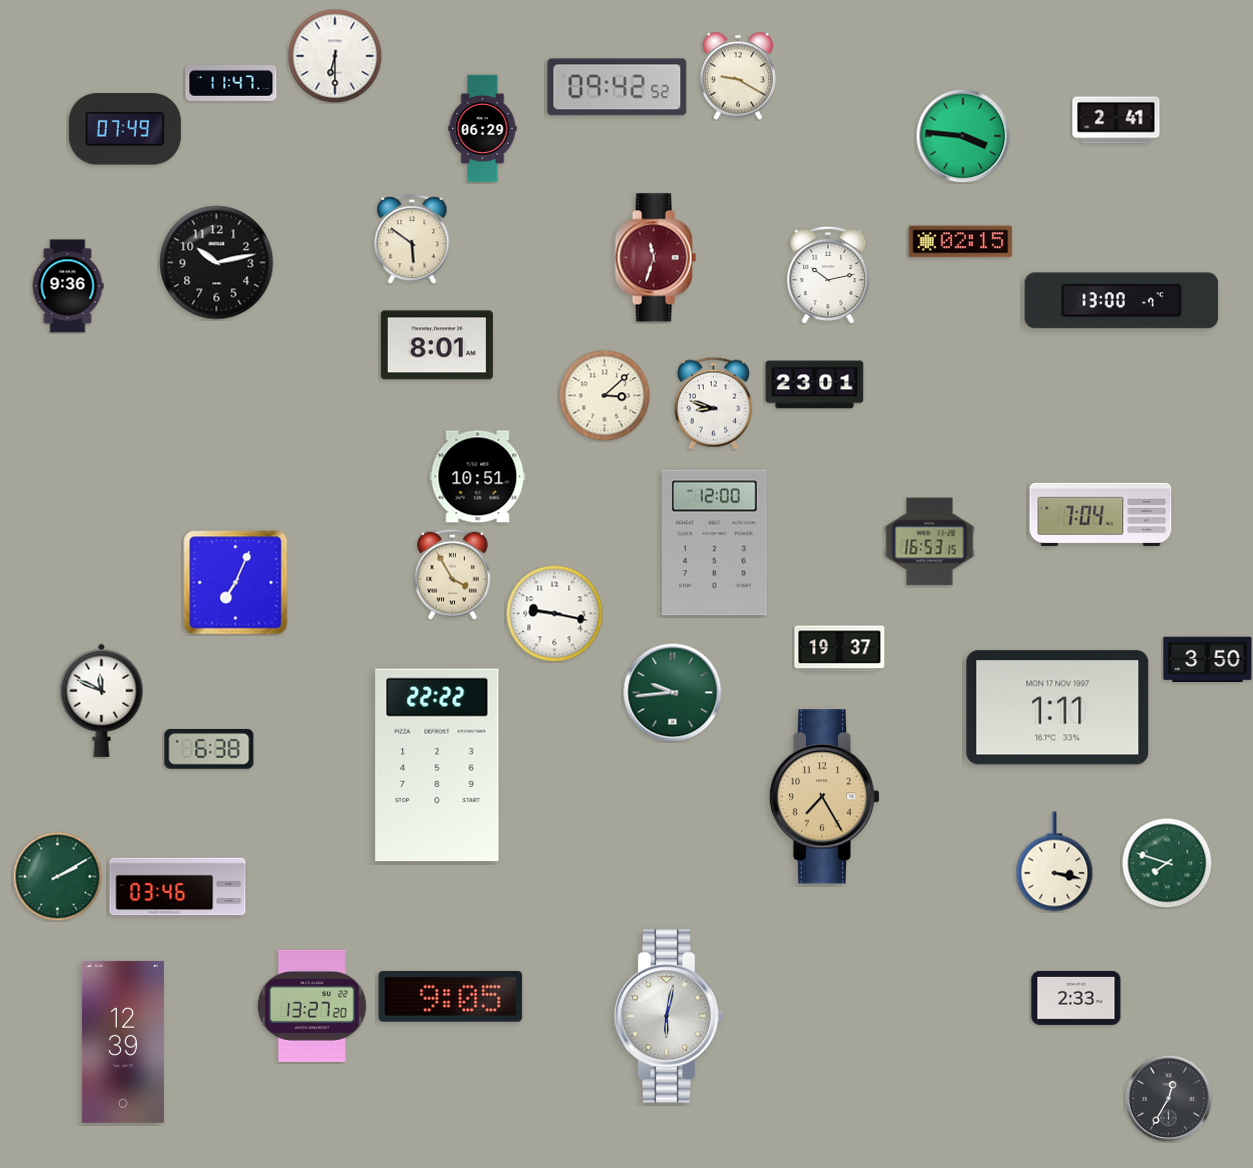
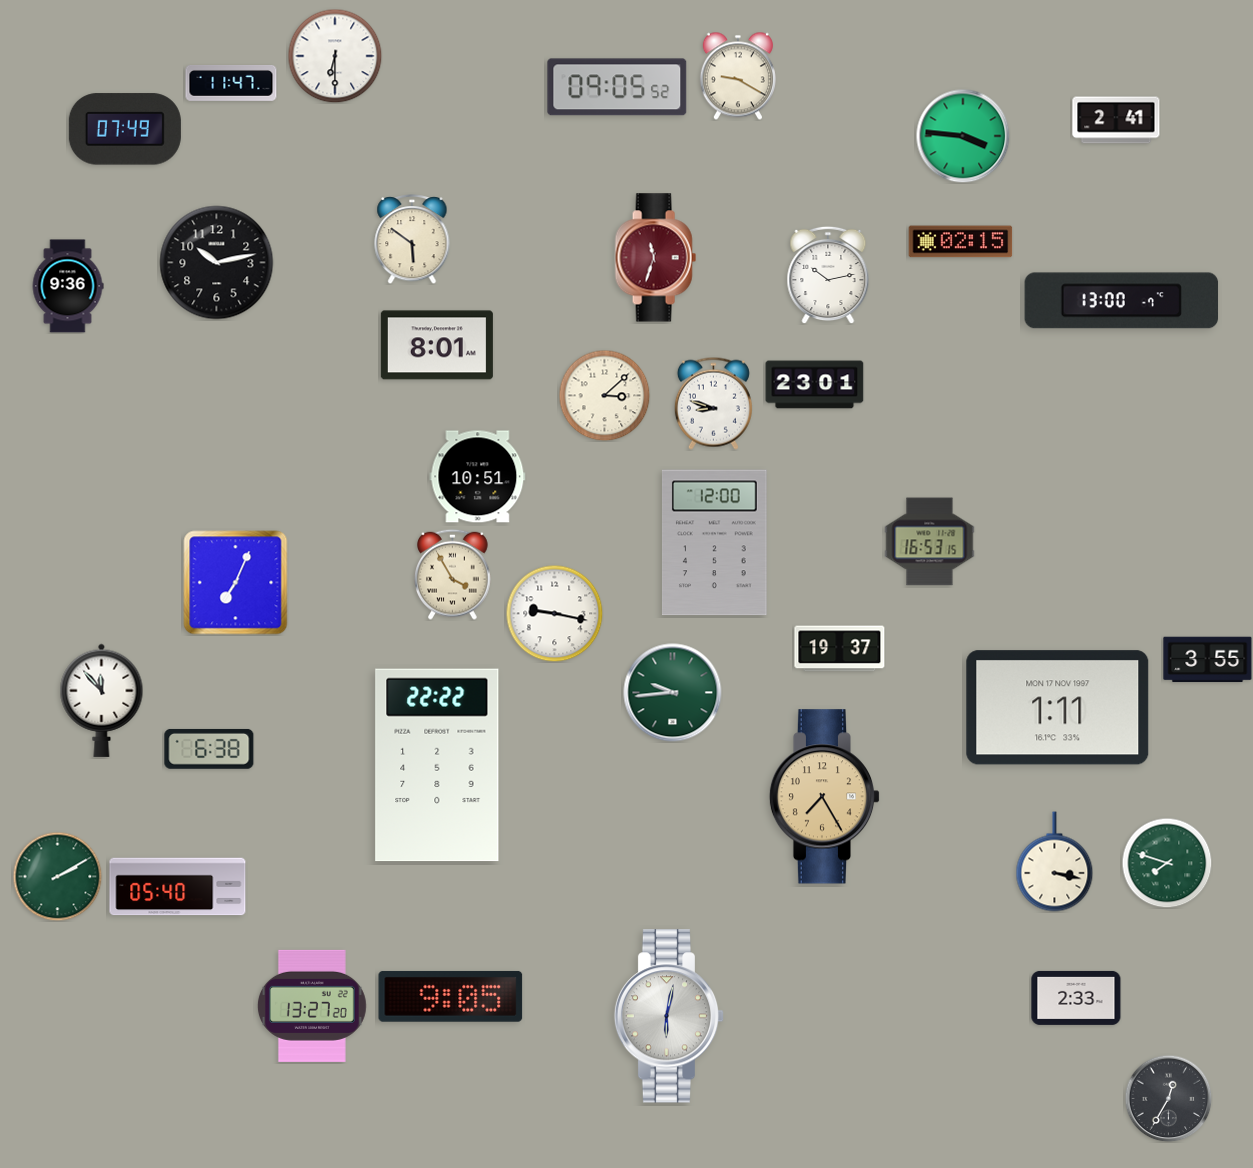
clock at (617, 87): 09:42 -> 09:05
clock at (483, 129): 06:29 -> none
clock at (1101, 514): 7:04 -> none
clock at (1208, 660): 3:50 -> 3:55
clock at (102, 700): 11:49 -> 11:53
clock at (178, 887): 03:46 -> 05:40
clock at (123, 1042): 12:39 -> none
